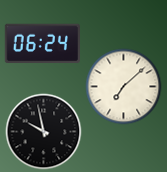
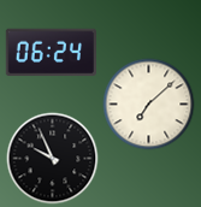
clock at (44, 132): 9:58 -> 9:56
